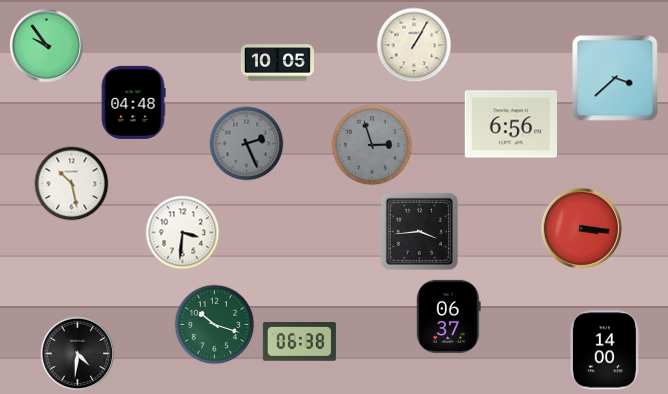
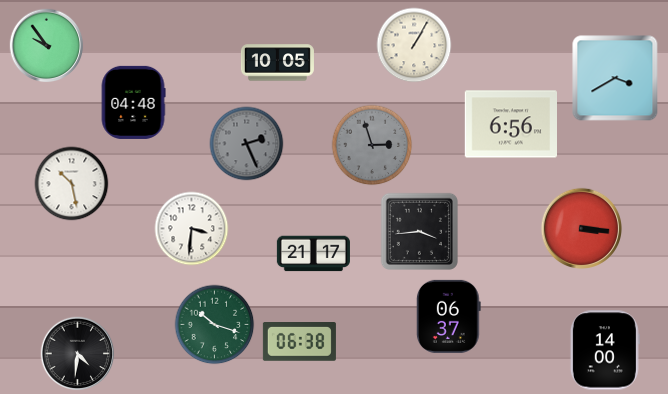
clock at (615, 78): 3:38 -> 3:40
clock at (183, 233) position: (183, 233) -> (192, 229)
clock at (313, 254): none -> 21:17
